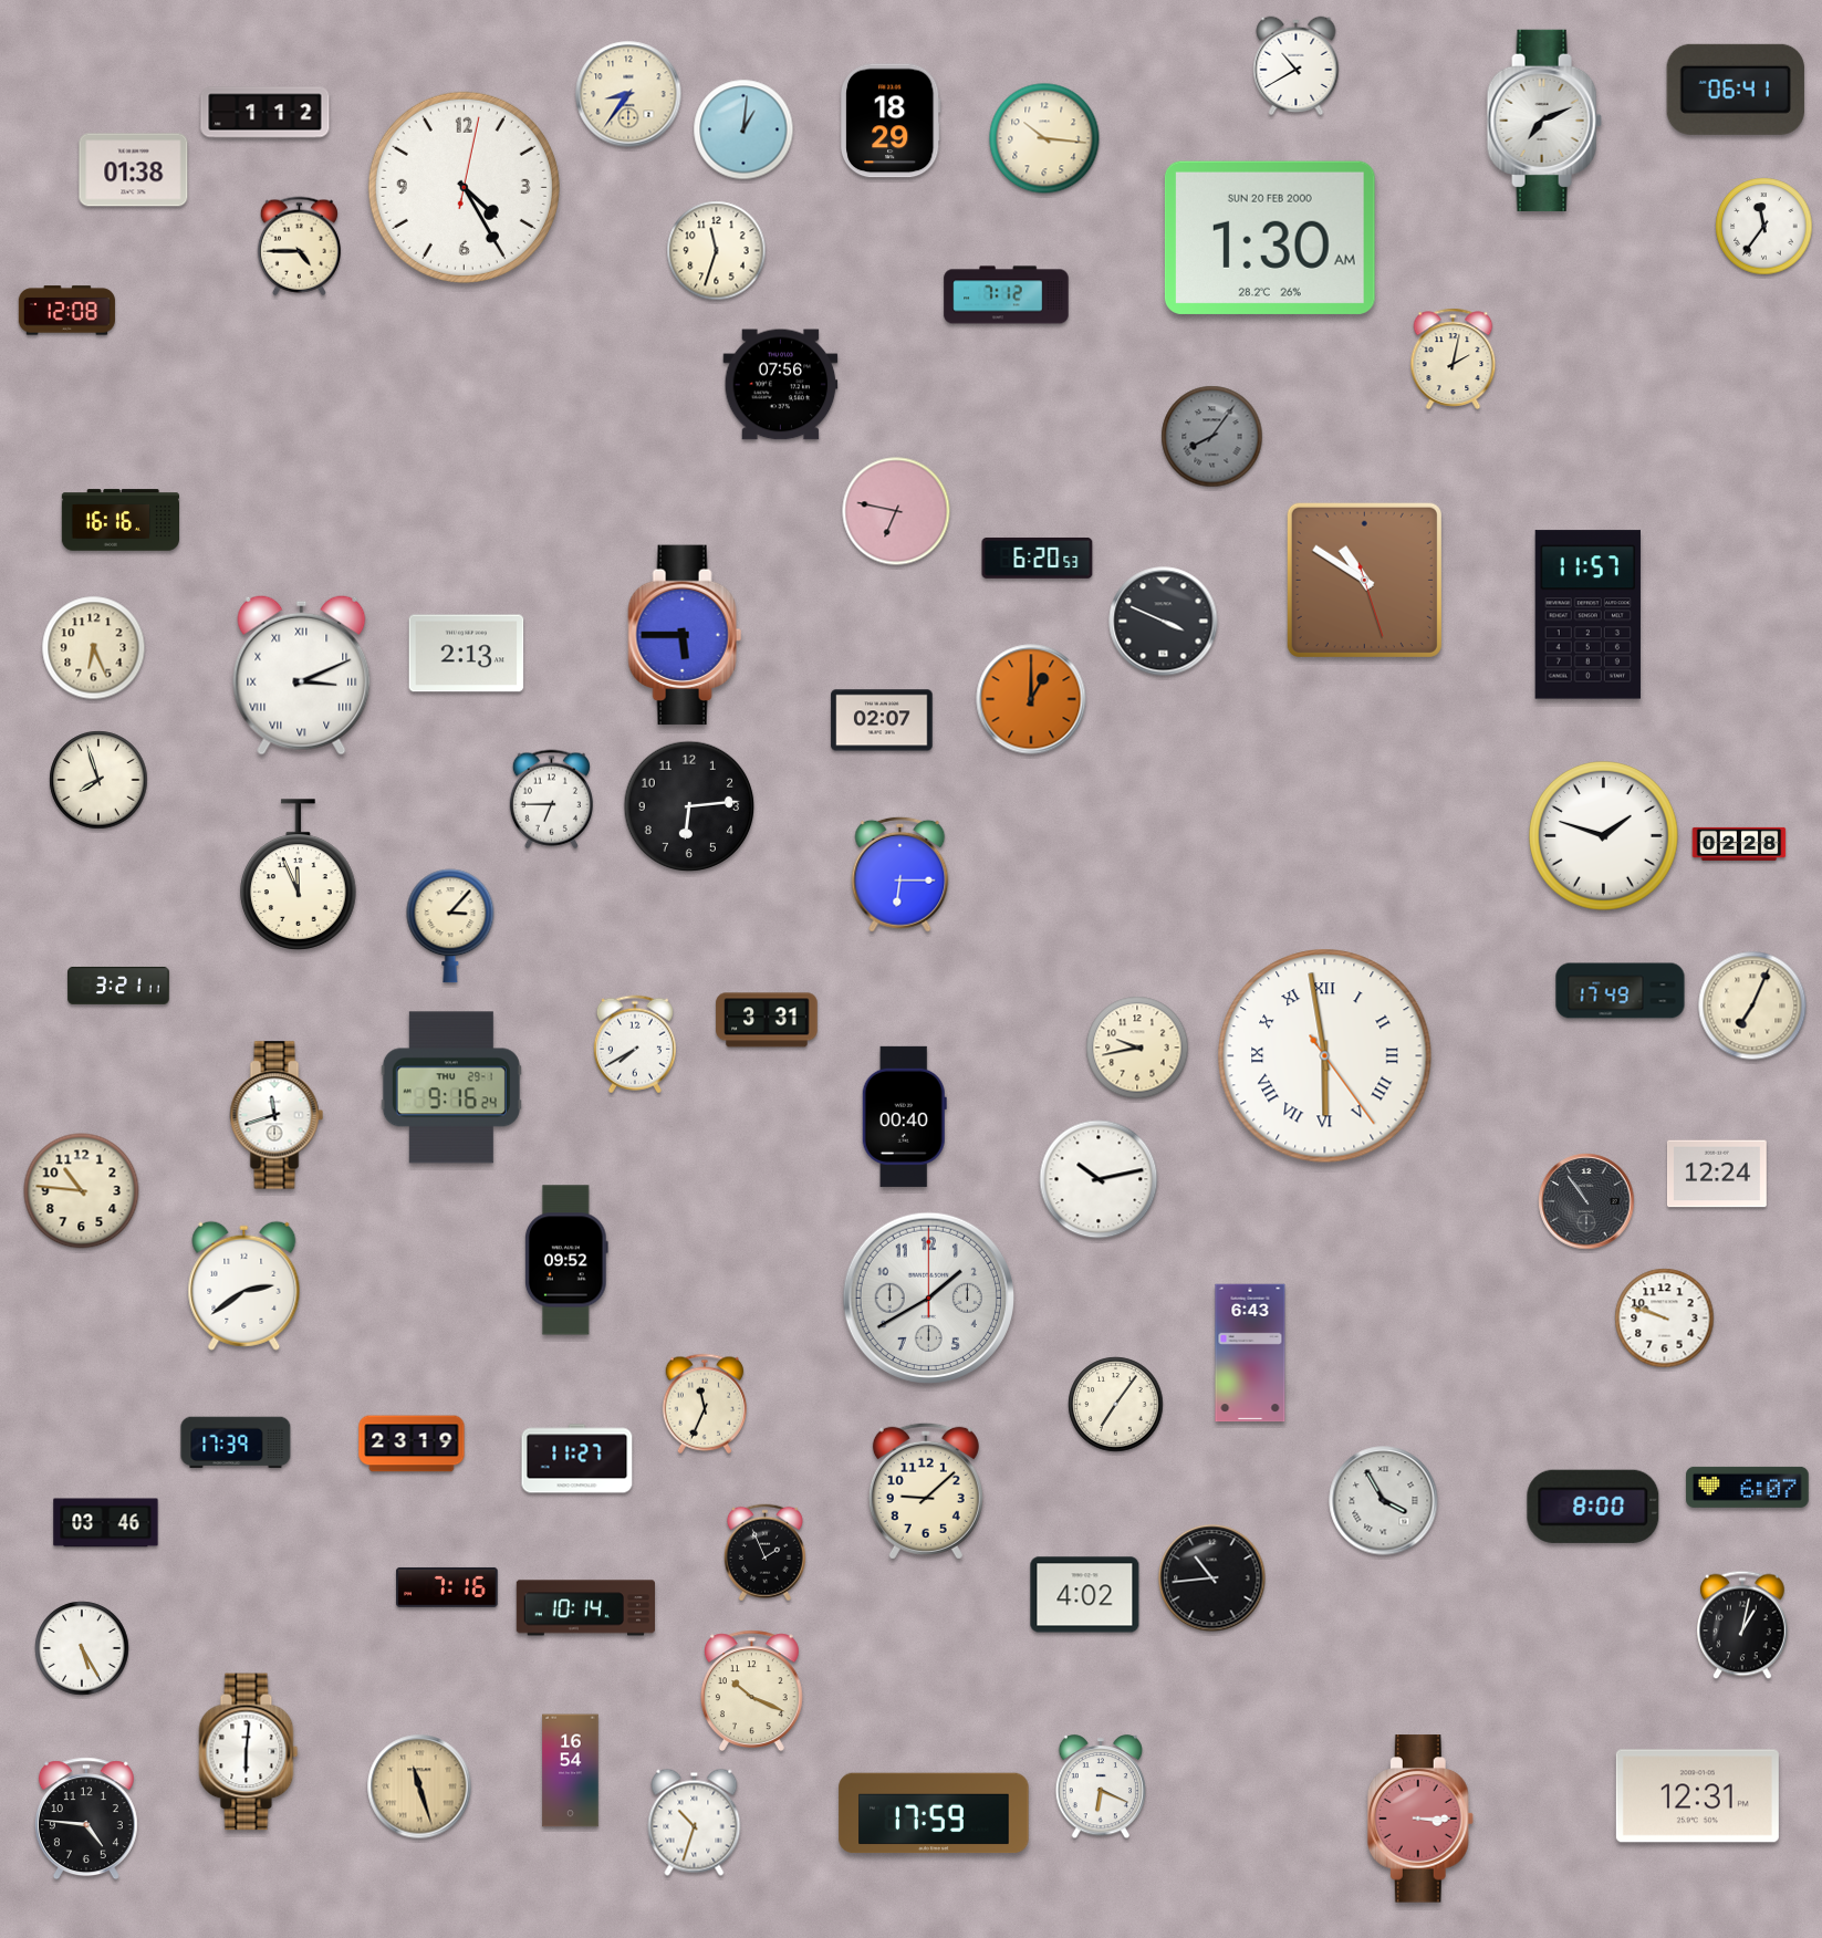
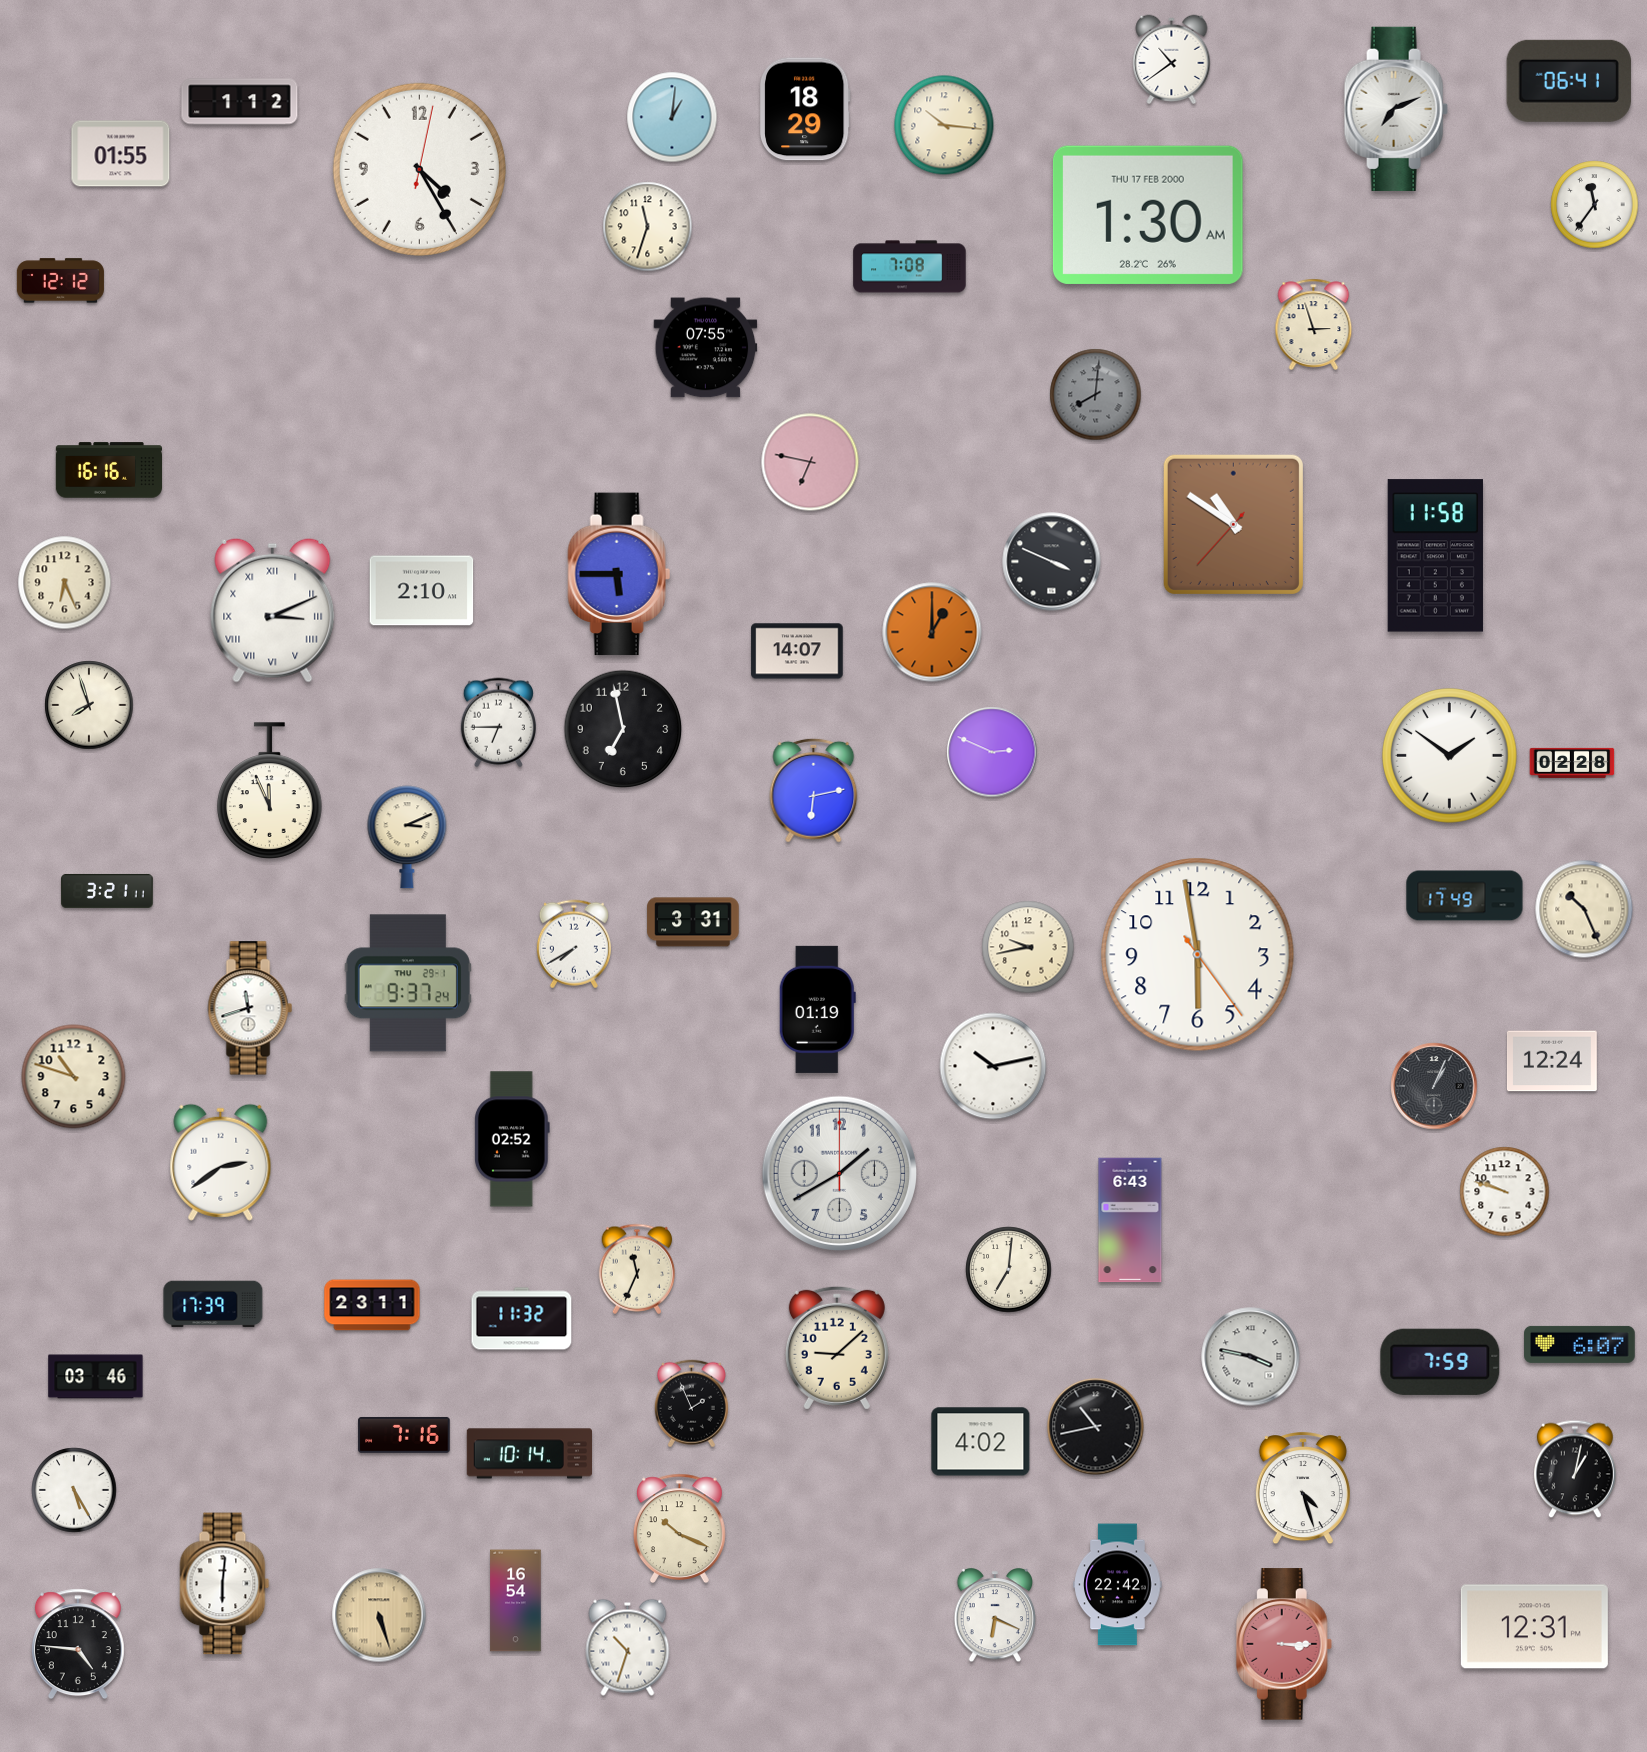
clock at (1297, 66): 10:40 -> 10:39
clock at (628, 94): 8:36 -> none
clock at (134, 170): 01:38 -> 01:55
clock at (1270, 238) date: SUN 20 FEB 2000 -> THU 17 FEB 2000
clock at (299, 247): 4:45 -> none
clock at (1007, 295): 7:12 -> 7:08
clock at (66, 311): 12:08 -> 12:12
clock at (1454, 358): 2:02 -> 2:57
clock at (781, 385): 07:56 -> 07:55
clock at (1212, 437): 8:06 -> 8:01
clock at (1038, 558): 6:20 -> none
clock at (1364, 580): 10:50:27 -> 10:50:37
clock at (1587, 615): 11:57 -> 11:58
clock at (94, 648) position: (94, 648) -> (65, 583)
clock at (467, 654): 2:13 -> 2:10
clock at (882, 720): 02:07 -> 14:07
clock at (689, 806): 6:14 -> 6:58
clock at (992, 752): none -> 2:49
clock at (1604, 836): 1:48 -> 1:51
clock at (900, 874): 6:15 -> 6:13
clock at (450, 926): 3:07 -> 3:11
clock at (1752, 1006): 7:04 -> 10:26
clock at (1325, 1056) numerals: Roman -> Arabic
clock at (451, 1087): 9:16 -> 9:37
clock at (904, 1116): 00:40 -> 01:19
clock at (82, 1191): 10:46 -> 10:48
clock at (1586, 1201): 10:54 -> 1:04
clock at (566, 1260): 09:52 -> 02:52
clock at (1250, 1353) position: (1250, 1353) -> (1130, 1220)
clock at (1116, 1405): 7:06 -> 7:01
clock at (412, 1444): 23:19 -> 23:11
clock at (577, 1459): 11:27 -> 11:32
clock at (1384, 1501): 3:55 -> 3:47
clock at (1593, 1507): 8:00 -> 7:59
clock at (1212, 1578): 10:44 -> 10:43
clock at (1303, 1489): none -> 4:27
clock at (1118, 1585): none -> 22:42
clock at (419, 1786): 11:27 -> 5:27
clock at (1697, 1796) position: (1697, 1796) -> (1534, 1627)
clock at (934, 1813): 17:59 -> none
